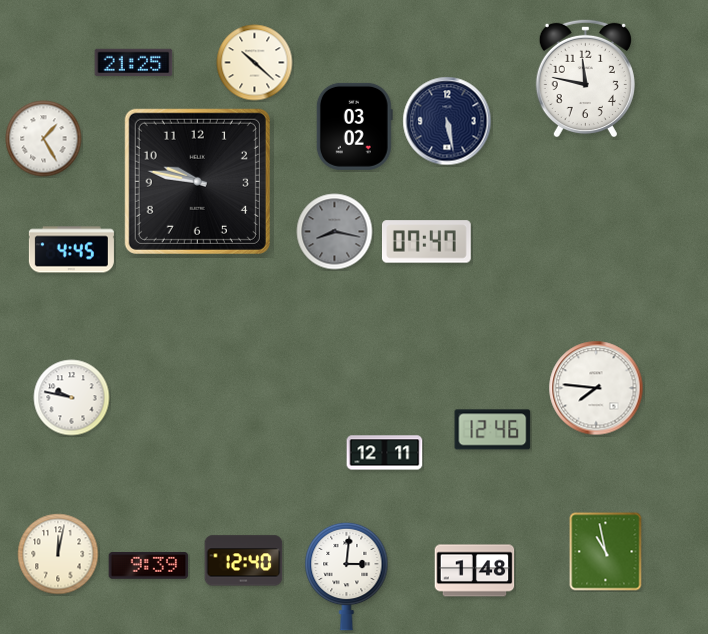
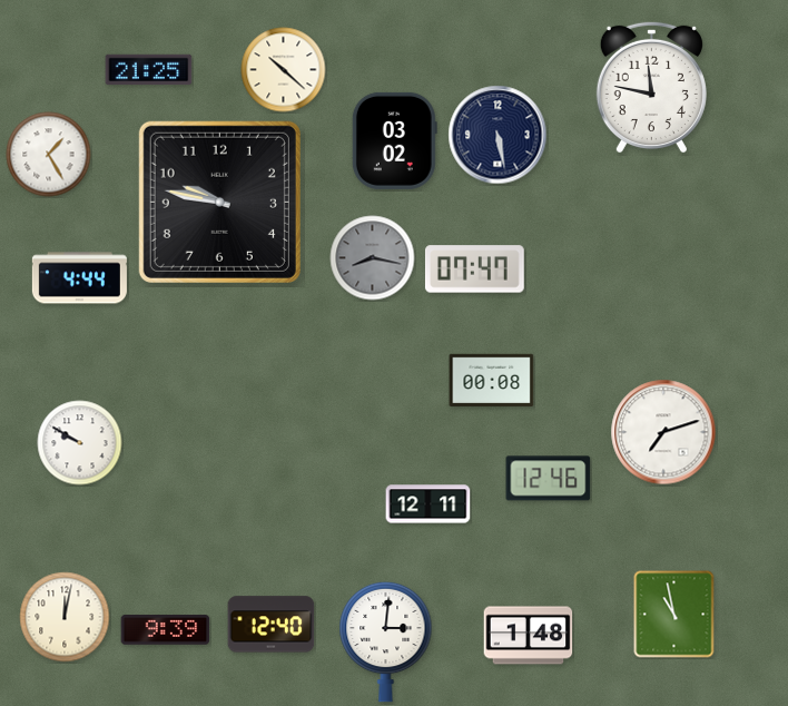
clock at (71, 250): 4:45 -> 4:44
clock at (492, 380): none -> 00:08
clock at (596, 388): 7:46 -> 7:12
clock at (72, 398): 9:47 -> 9:50
